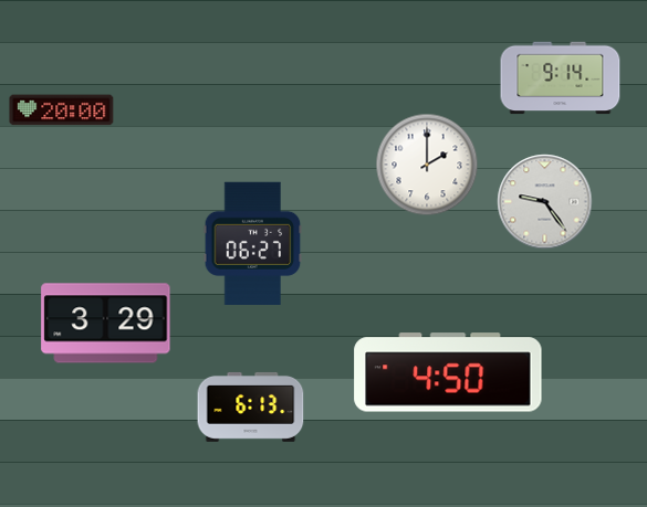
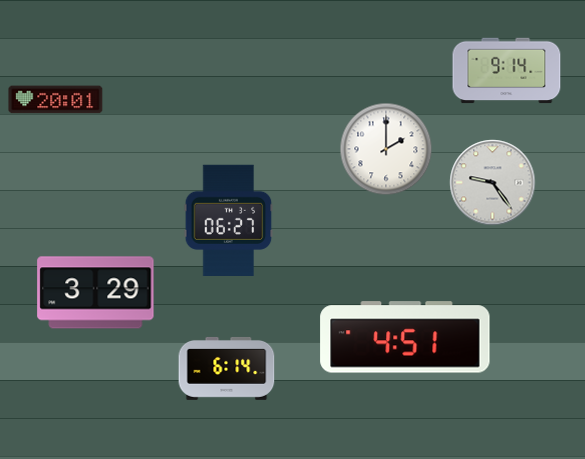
clock at (62, 110): 20:00 -> 20:01
clock at (448, 372): 4:50 -> 4:51
clock at (251, 406): 6:13 -> 6:14
